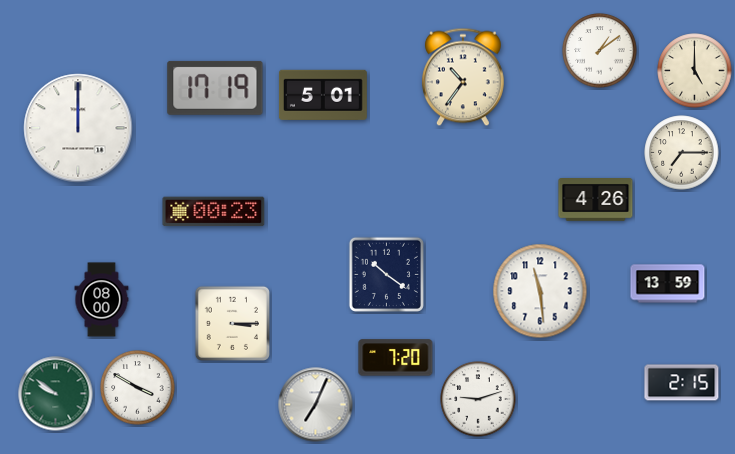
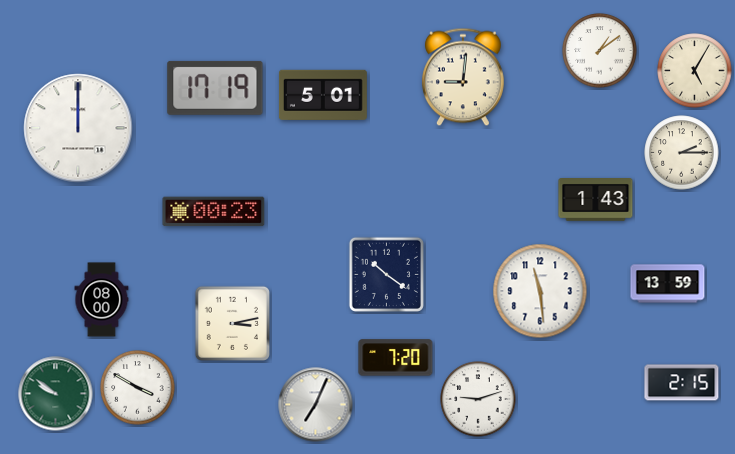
clock at (695, 71): 5:00 -> 5:05
clock at (463, 77): 10:36 -> 9:01
clock at (682, 153): 7:15 -> 2:15
clock at (596, 200): 4:26 -> 1:43
clock at (232, 323): 3:15 -> 3:13
